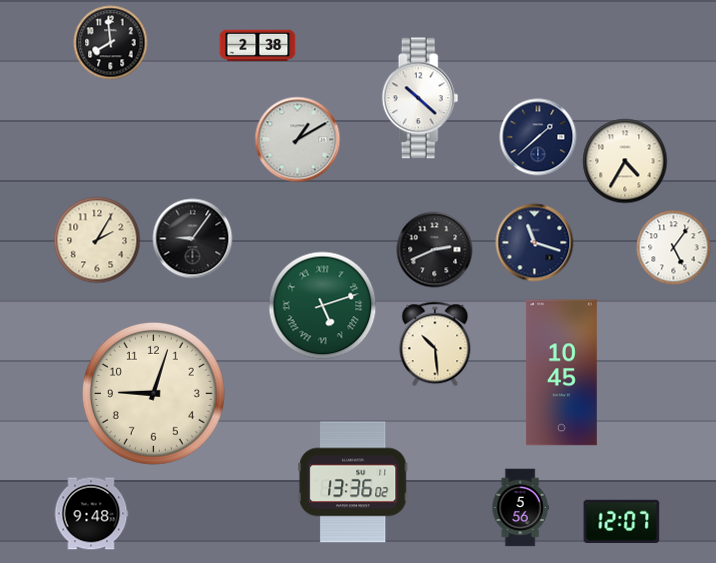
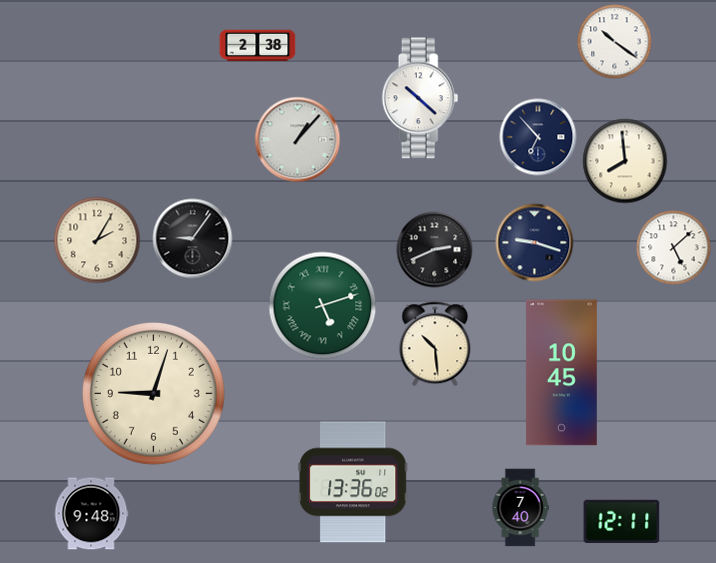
clock at (615, 42): none -> 10:21
clock at (111, 43): 7:59 -> none
clock at (538, 137): 1:38 -> 6:53
clock at (298, 140): 1:10 -> 1:07
clock at (625, 161): 4:35 -> 7:59
clock at (535, 243): 11:18 -> 9:18
clock at (674, 248): 5:06 -> 5:08
clock at (520, 508): 5:56 -> 7:40
clock at (622, 521): 12:07 -> 12:11
